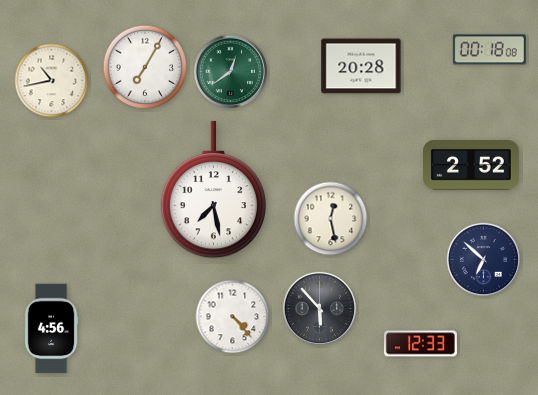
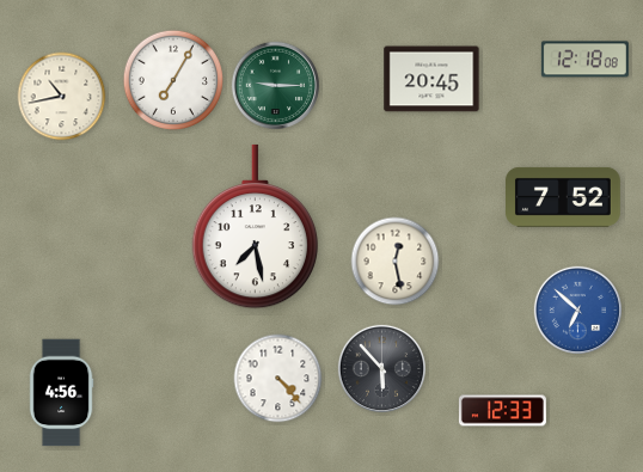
clock at (489, 50): 00:18 -> 12:18
clock at (361, 66): 20:28 -> 20:45
clock at (230, 71): 12:39 -> 9:15
clock at (472, 165): 2:52 -> 7:52
clock at (483, 259) dial: navy -> blue
